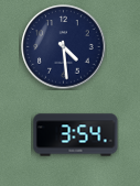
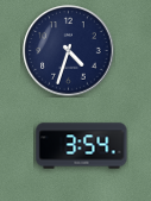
clock at (64, 47): 4:29 -> 4:33
